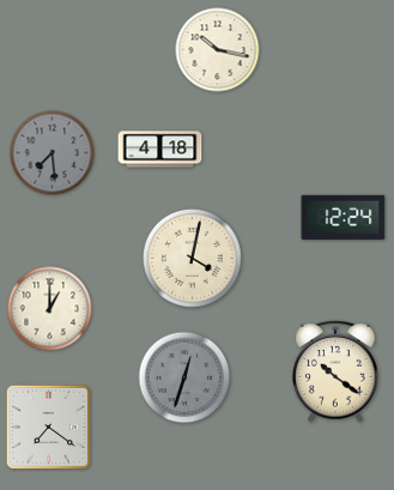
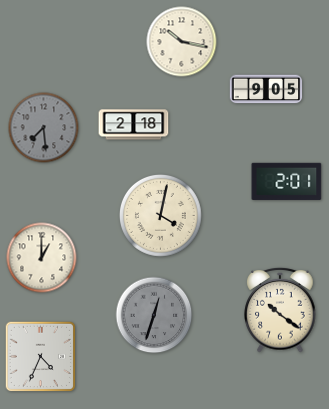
clock at (266, 89): none -> 9:05
clock at (160, 150): 4:18 -> 2:18
clock at (344, 217): 12:24 -> 2:01
clock at (49, 428): 7:21 -> 4:34
